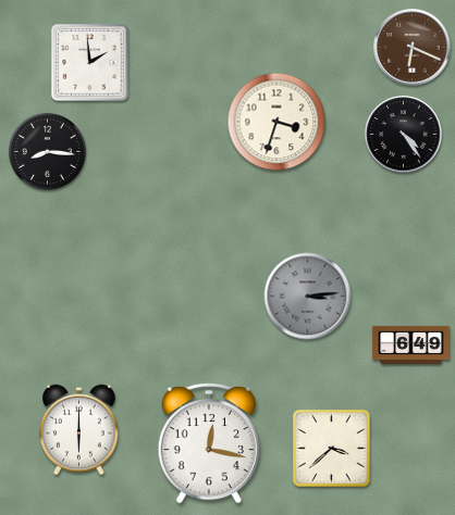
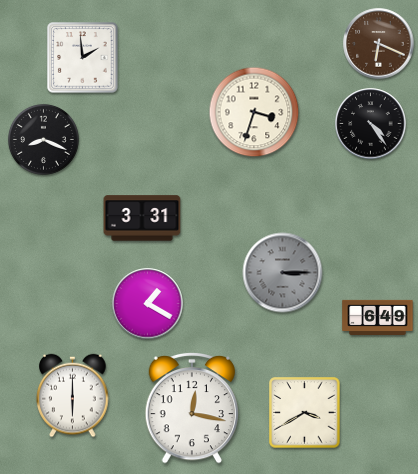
clock at (47, 151): 8:16 -> 8:19
clock at (142, 218): none -> 3:31
clock at (308, 297): 3:14 -> 3:15
clock at (148, 304): none -> 1:20
clock at (332, 449): 3:38 -> 3:40
